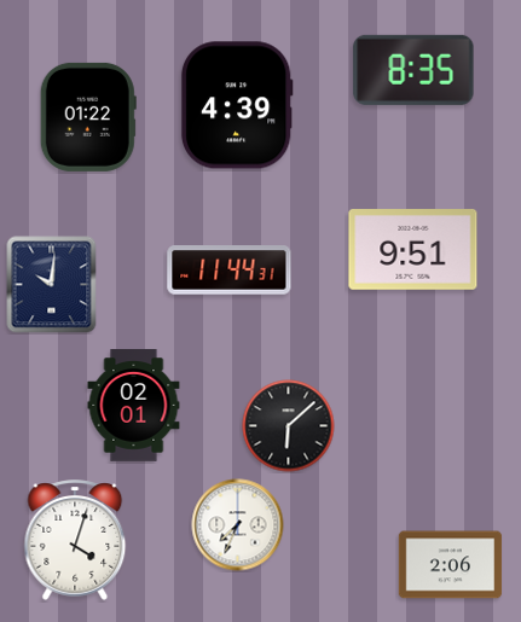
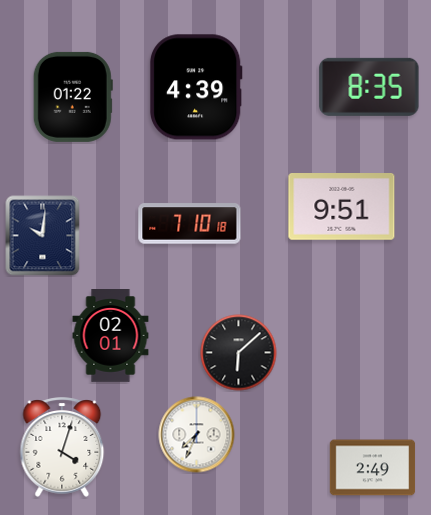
clock at (413, 70) position: (413, 70) -> (369, 87)
clock at (230, 271): 11:44 -> 7:10
clock at (451, 565): 2:06 -> 2:49
